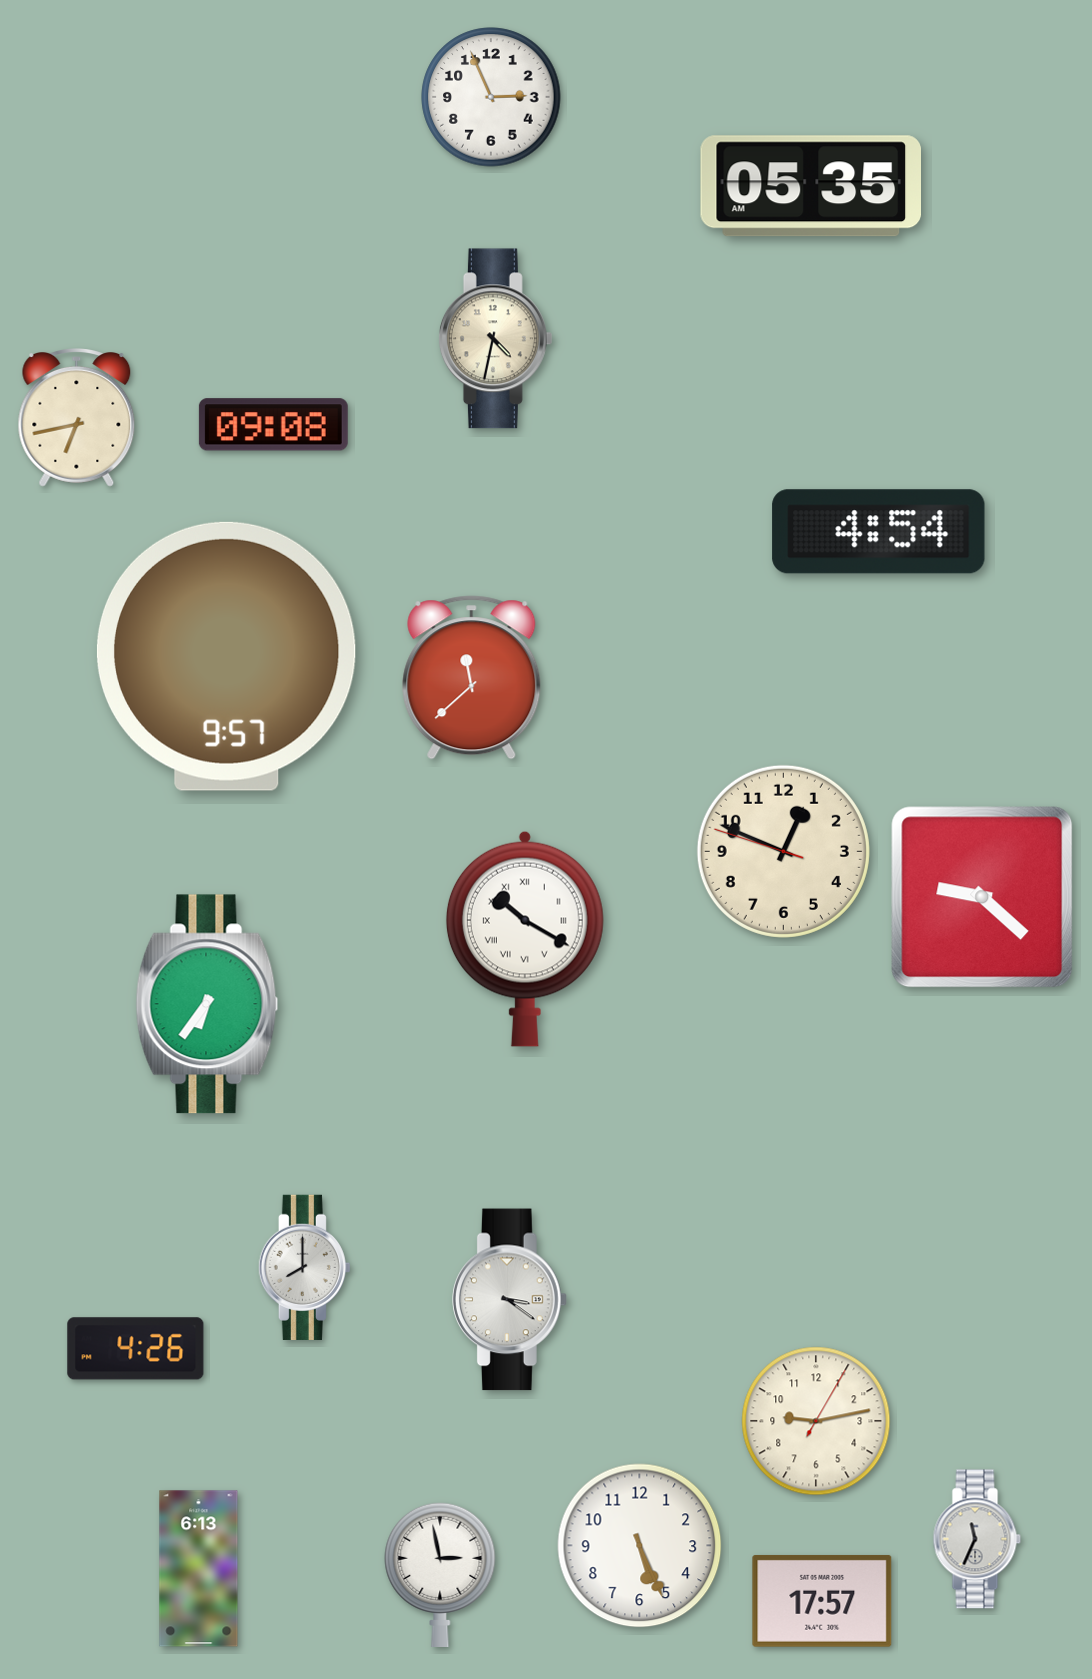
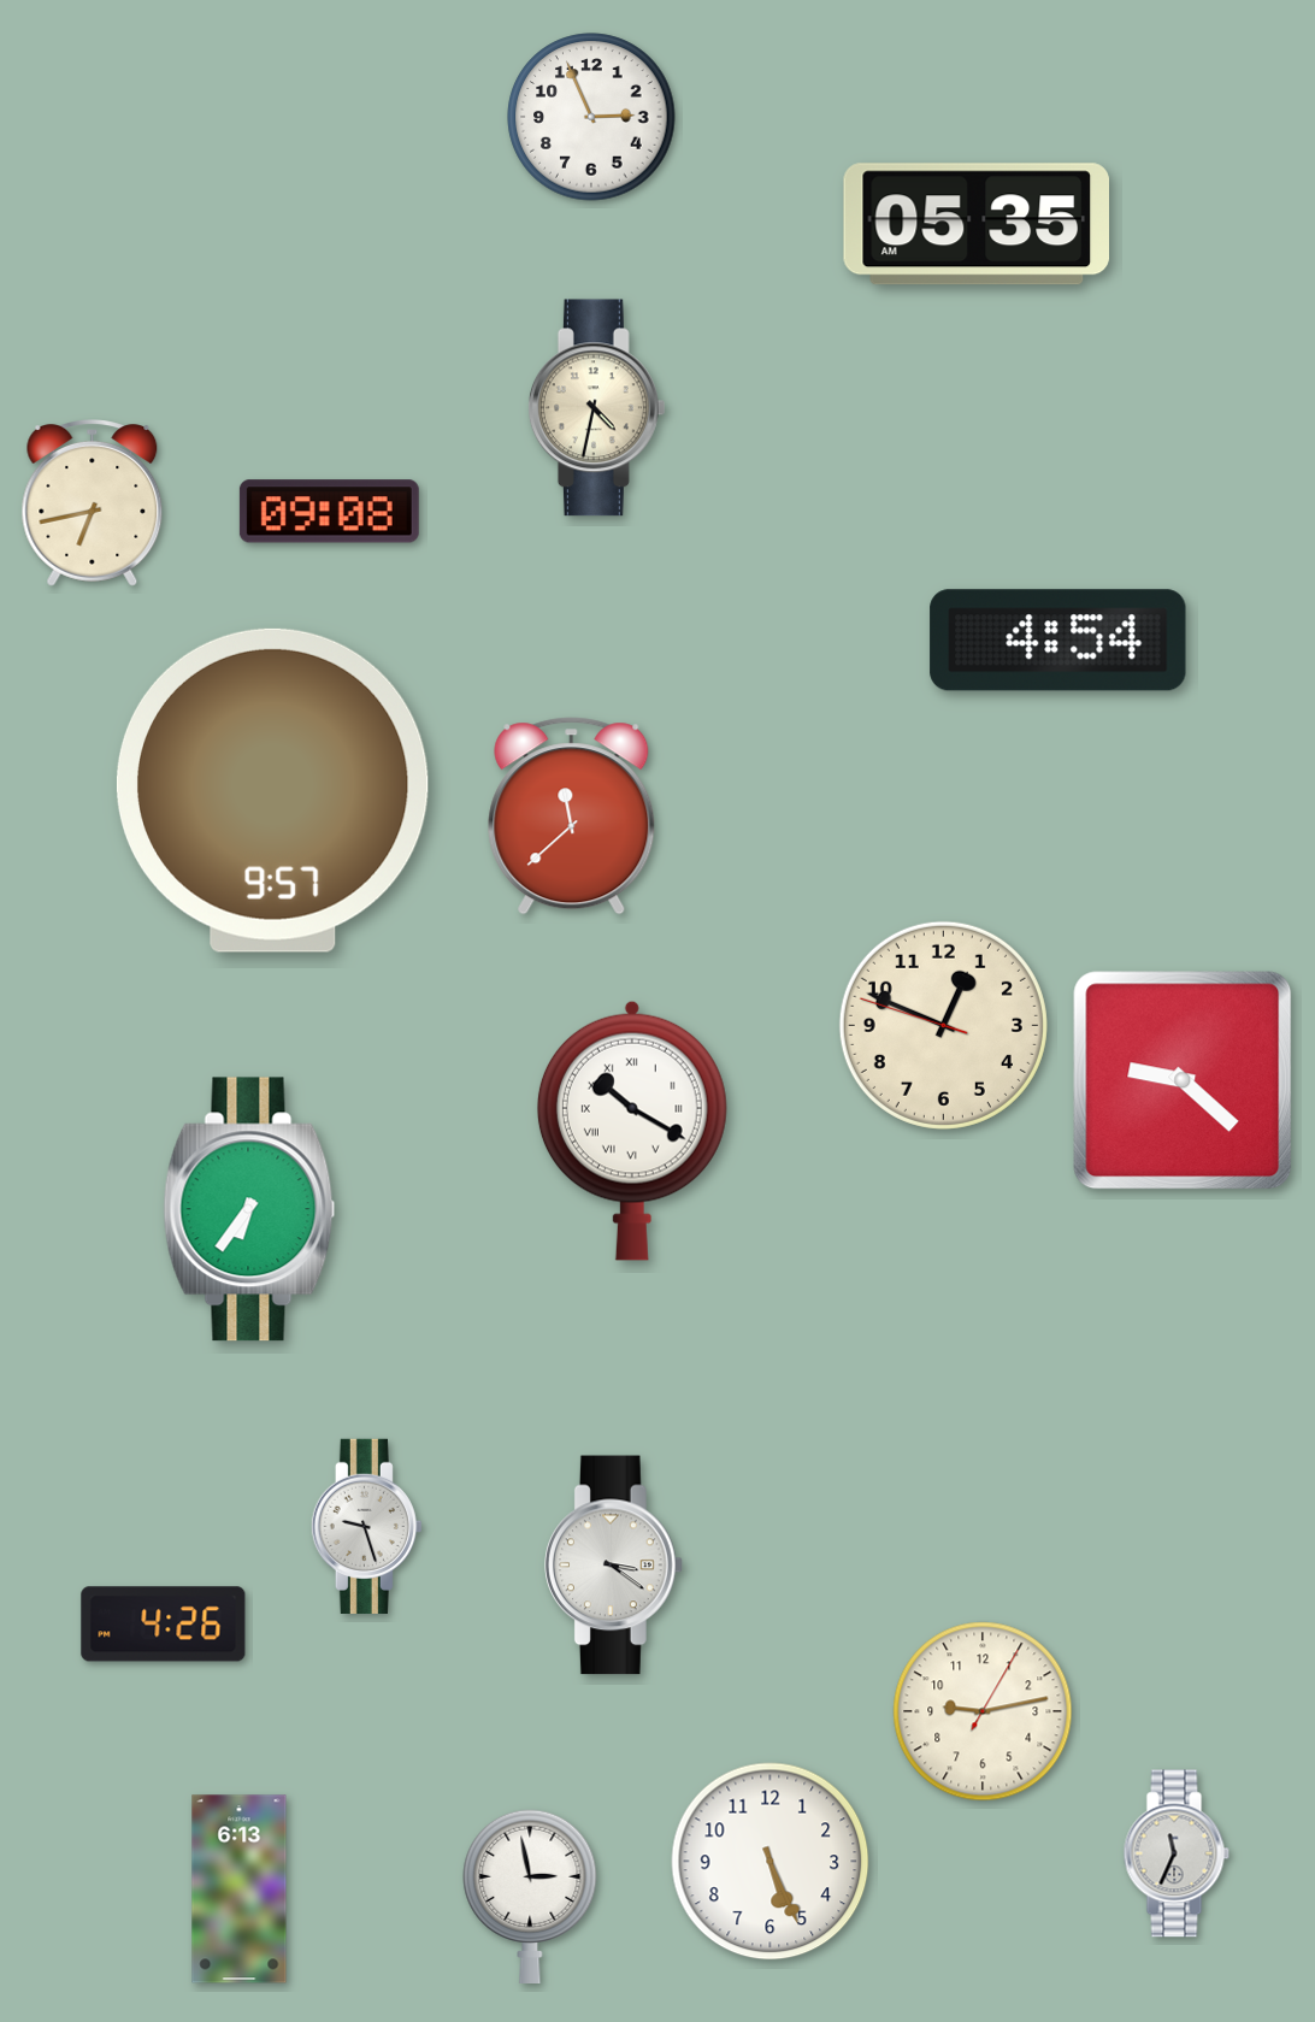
clock at (472, 678) position: (472, 678) -> (572, 817)
clock at (304, 1267): 8:00 -> 9:27
clock at (822, 1601): 17:57 -> none
